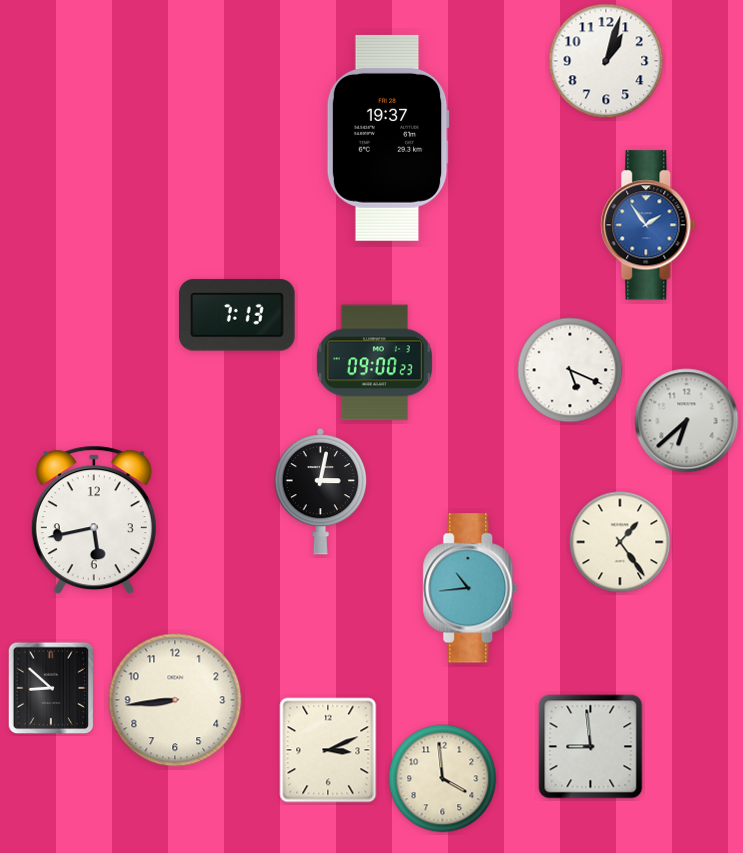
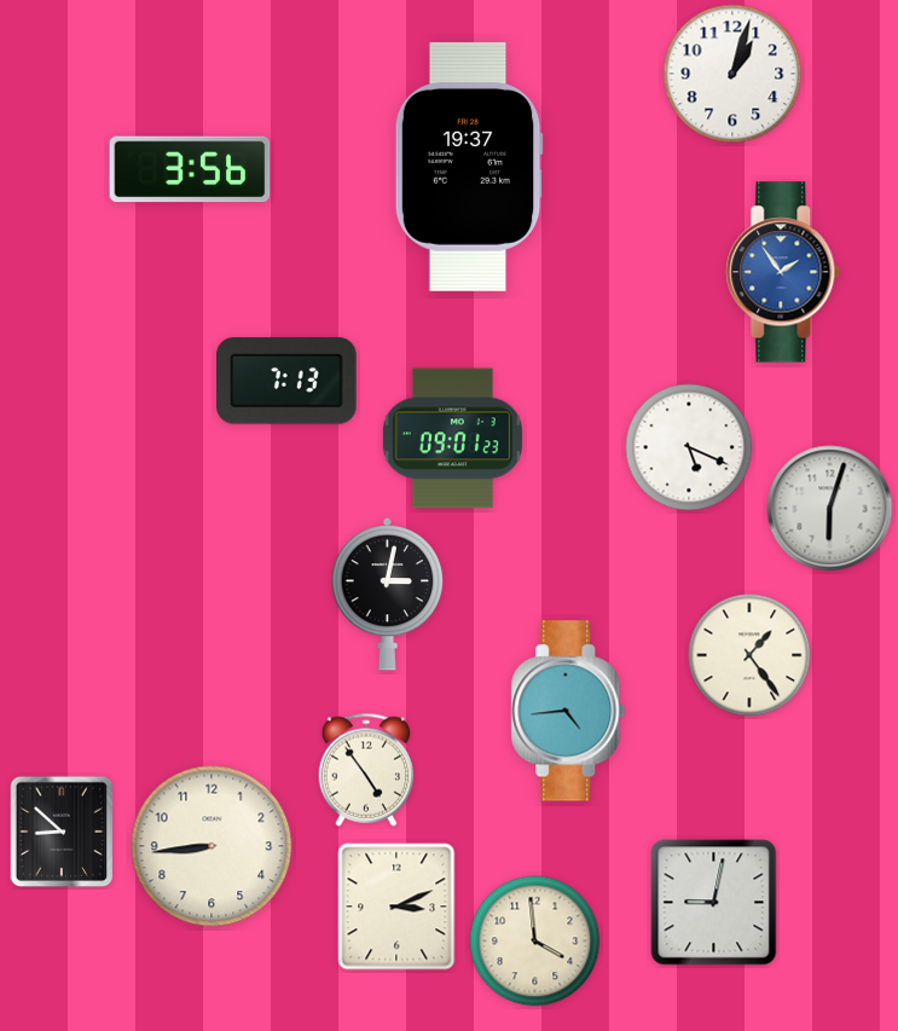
clock at (190, 169): none -> 3:56
clock at (374, 363): 09:00 -> 09:01
clock at (687, 421): 6:38 -> 6:03
clock at (94, 520): 5:43 -> none
clock at (470, 588): 10:44 -> 4:44
clock at (366, 770): none -> 4:54
clock at (591, 747): 8:59 -> 9:02
